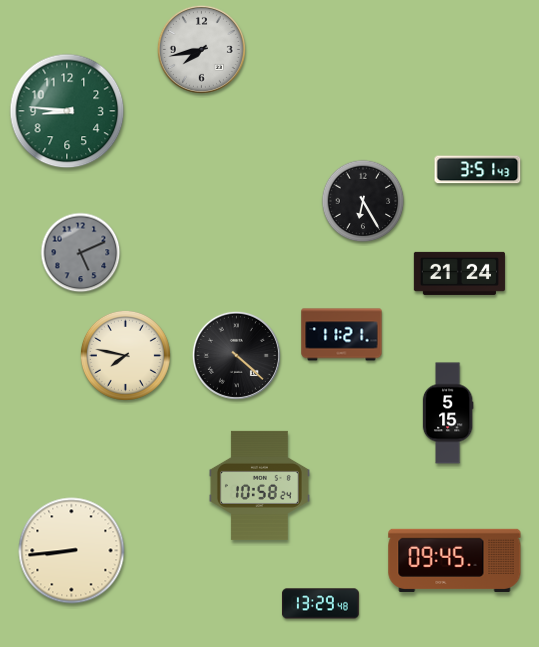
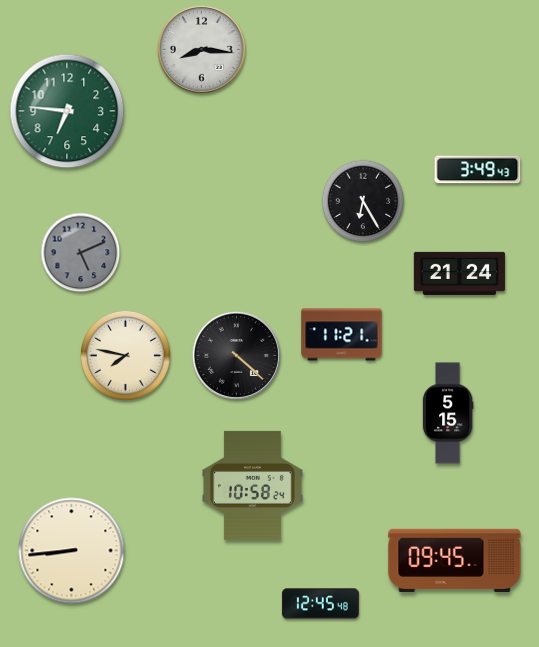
clock at (201, 49): 7:43 -> 8:16
clock at (67, 111): 8:46 -> 6:46
clock at (478, 170): 3:51 -> 3:49
clock at (259, 485) position: (259, 485) -> (252, 485)
clock at (320, 604): 13:29 -> 12:45
